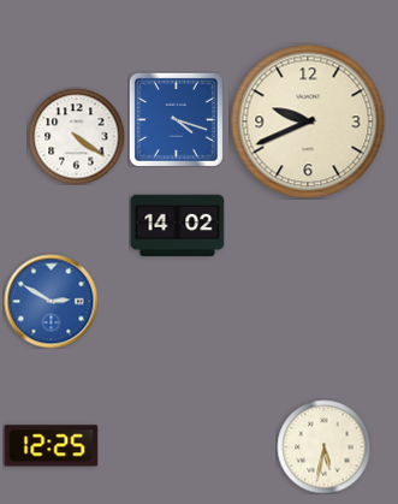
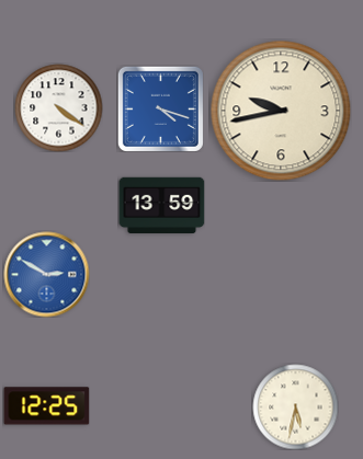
clock at (308, 121): 9:41 -> 9:43
clock at (76, 136) position: (76, 136) -> (58, 107)
clock at (177, 225): 14:02 -> 13:59
